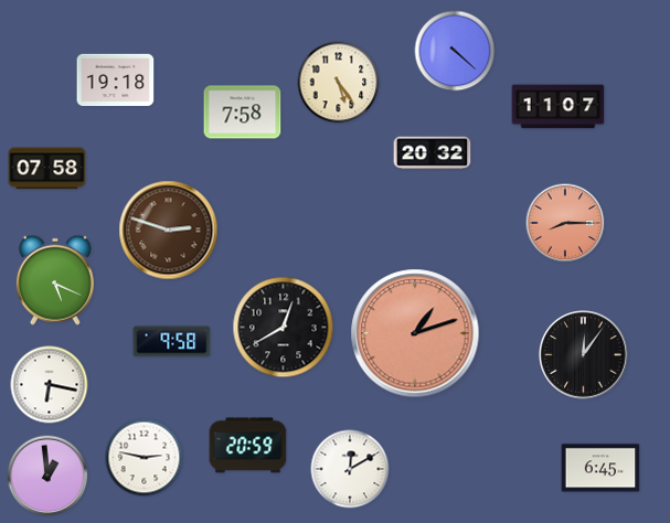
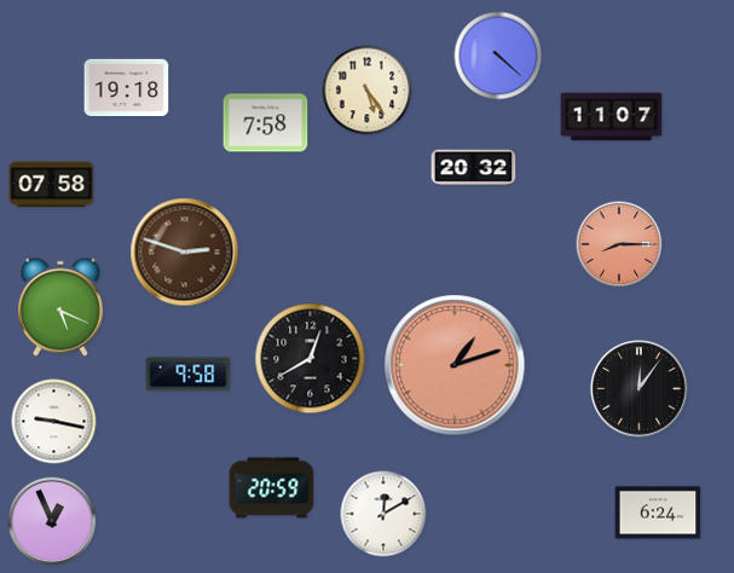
clock at (339, 83) position: (339, 83) -> (368, 91)
clock at (50, 385): 6:17 -> 9:17
clock at (145, 458): 2:47 -> none
clock at (600, 468): 6:45 -> 6:24
clock at (47, 476): 12:59 -> 12:56
